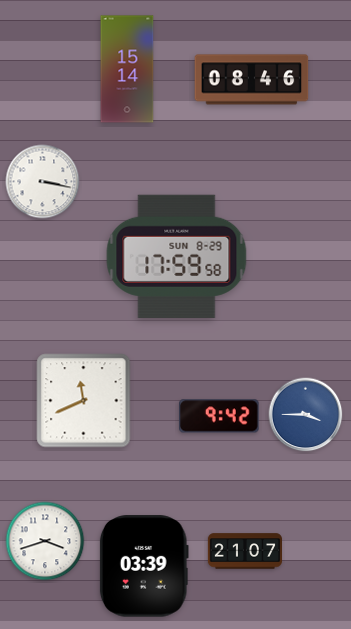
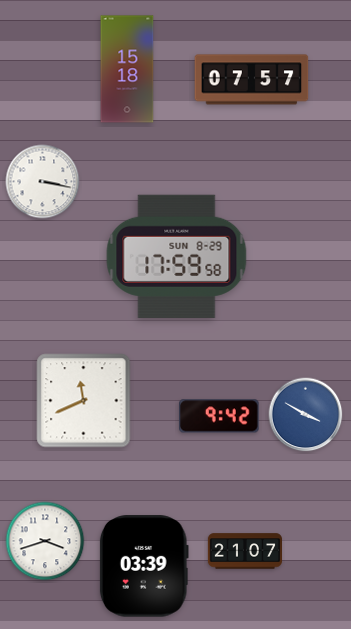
clock at (127, 69): 15:14 -> 15:18
clock at (252, 80): 08:46 -> 07:57
clock at (306, 415): 3:45 -> 3:50
